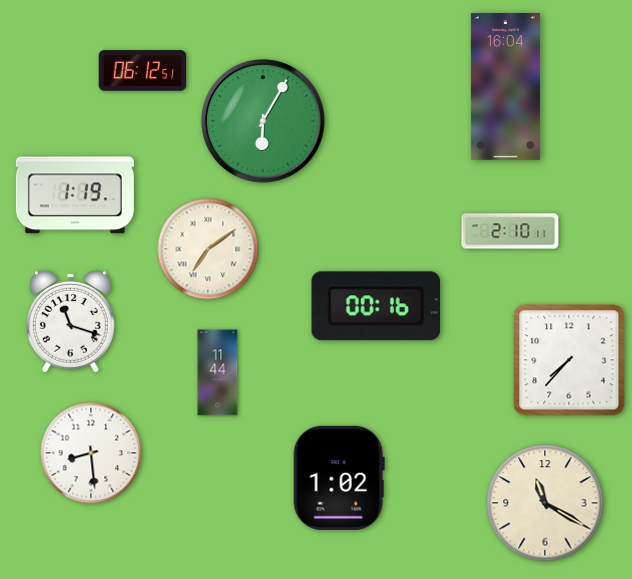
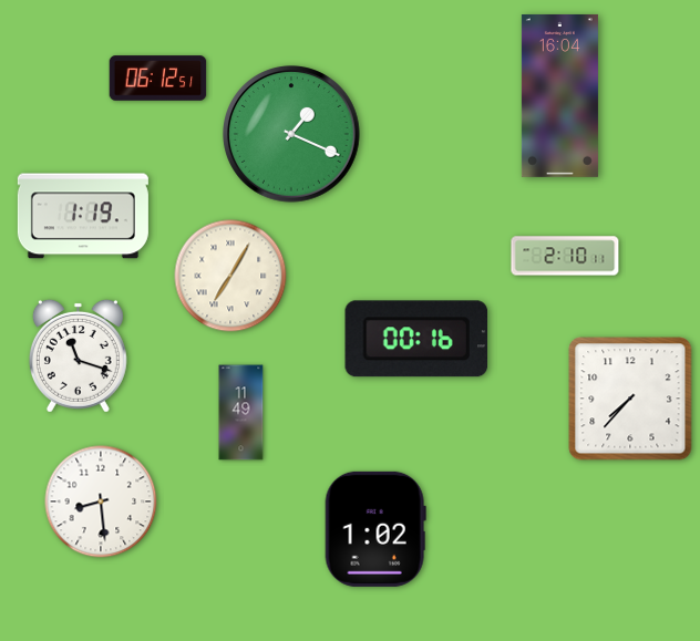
clock at (263, 121): 6:05 -> 1:19
clock at (208, 249): 7:09 -> 7:05
clock at (218, 373): 11:44 -> 11:49
clock at (545, 503): 11:20 -> none
